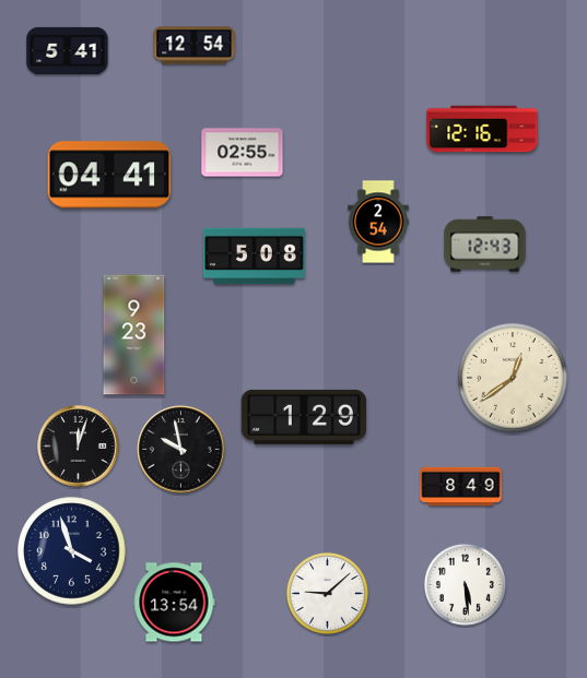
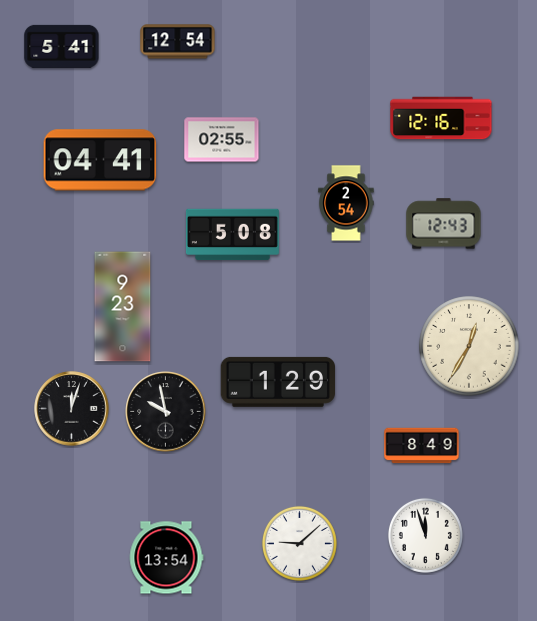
clock at (513, 378): 12:39 -> 12:35
clock at (72, 551): 3:57 -> none
clock at (465, 584): 5:29 -> 11:57
clock at (174, 603) position: (174, 603) -> (166, 558)
